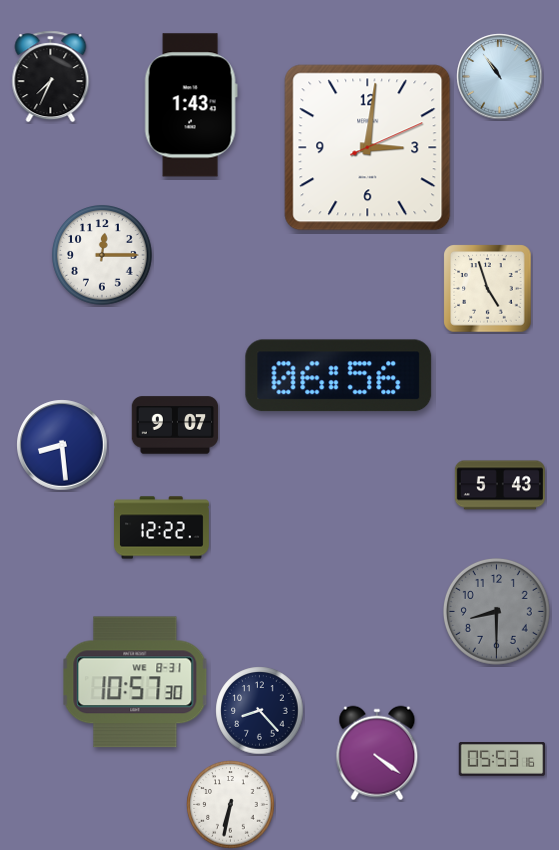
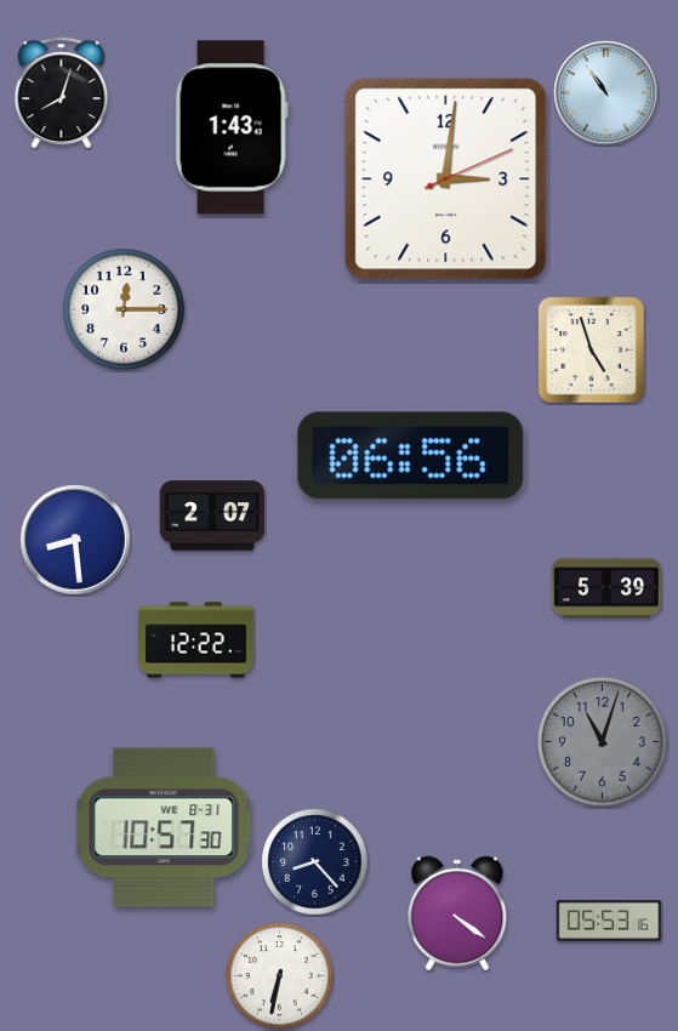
clock at (51, 77): 7:34 -> 8:03
clock at (175, 425): 9:07 -> 2:07
clock at (500, 485): 5:43 -> 5:39
clock at (497, 612): 8:30 -> 11:03
